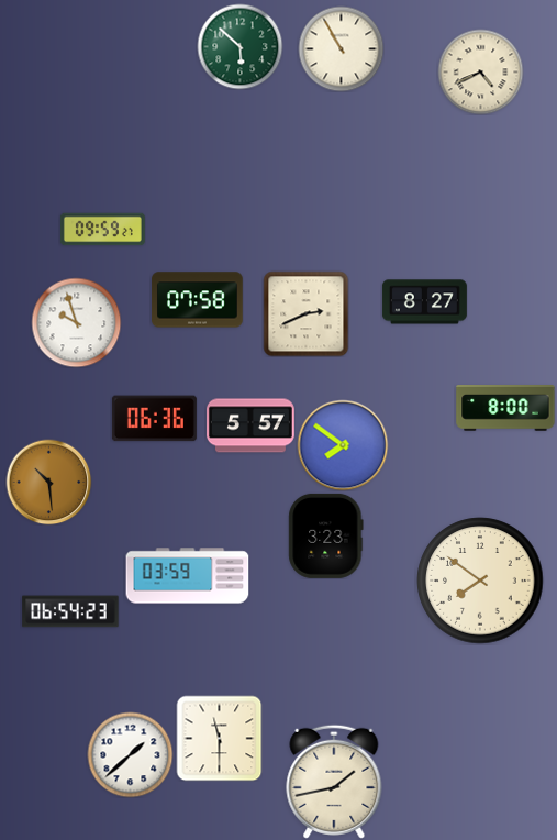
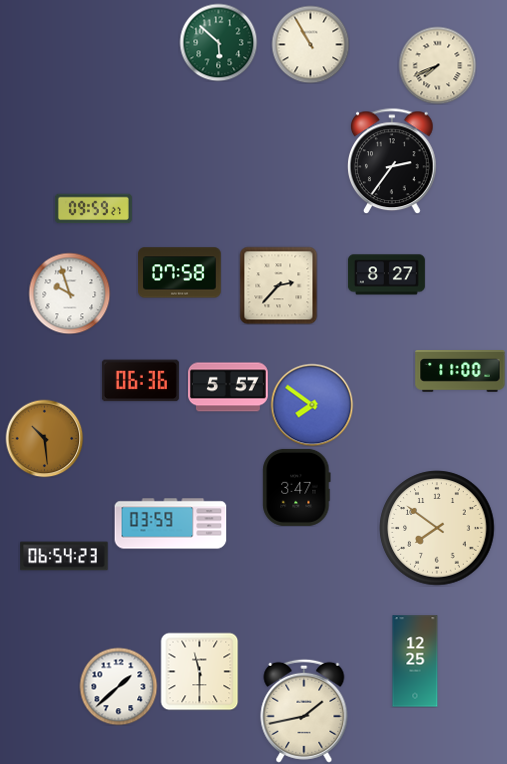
clock at (480, 71): 4:41 -> 7:41
clock at (392, 161): none -> 2:36
clock at (305, 313): 2:41 -> 2:37
clock at (505, 409): 8:00 -> 11:00
clock at (326, 535): 3:23 -> 3:47
clock at (415, 661): none -> 12:25
